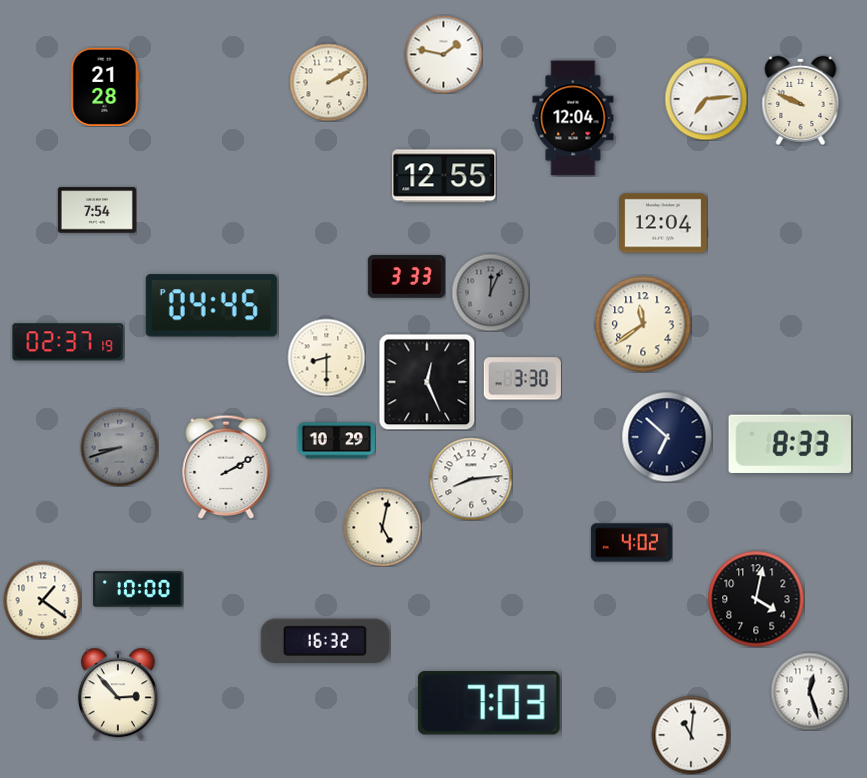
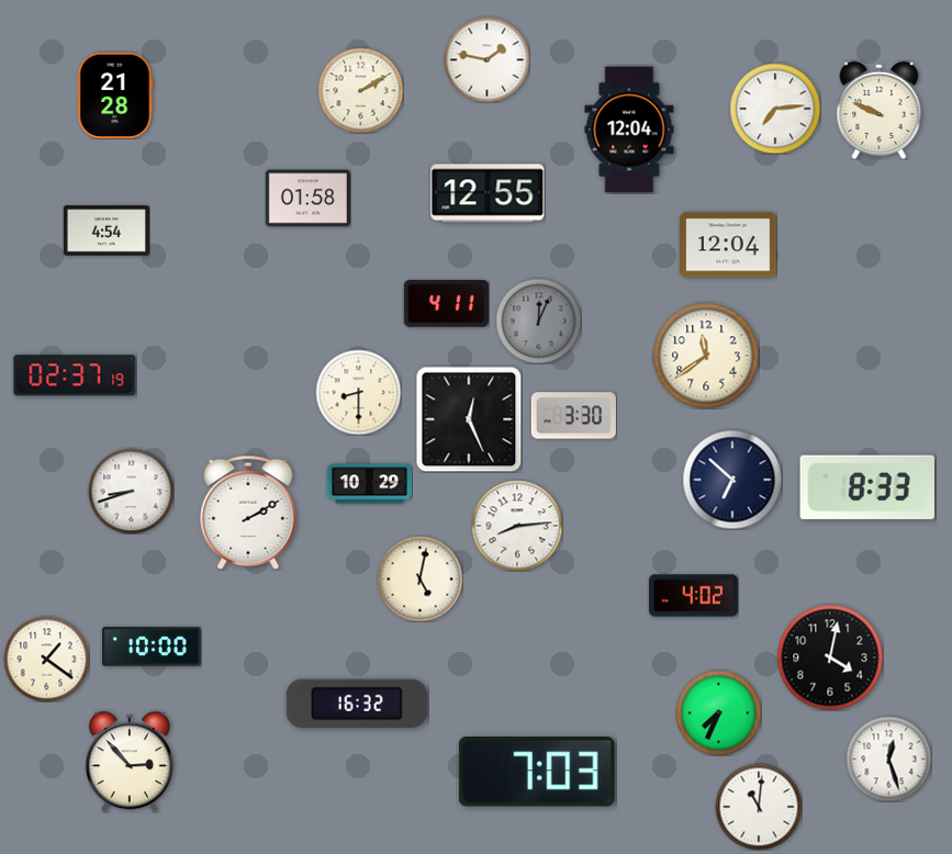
clock at (307, 199): none -> 01:58
clock at (97, 210): 7:54 -> 4:54
clock at (406, 277): 3:33 -> 4:11
clock at (211, 306): 04:45 -> none
clock at (119, 447) dial: grey -> white
clock at (718, 712): none -> 7:34
